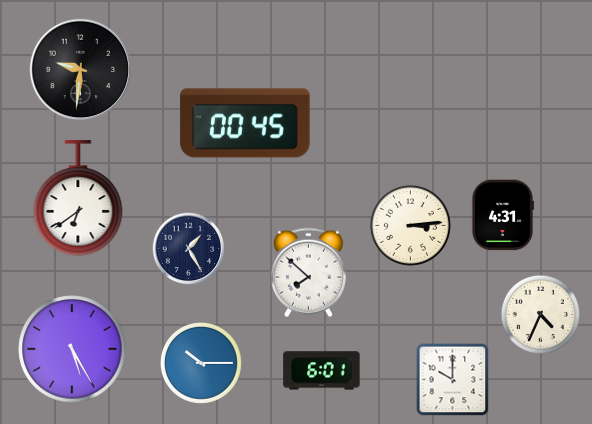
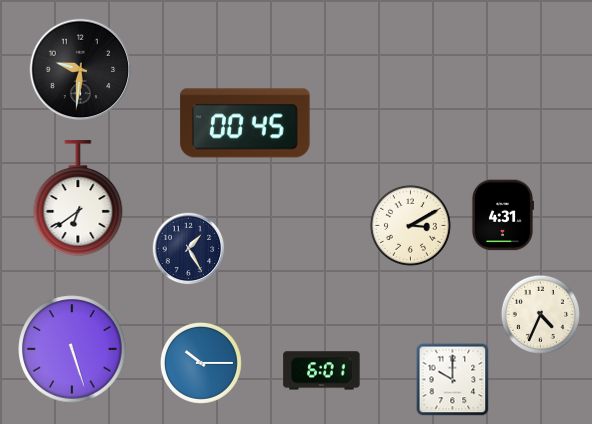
clock at (410, 225): 3:14 -> 3:10
clock at (308, 273): 7:52 -> none
clock at (72, 349): 5:25 -> 5:27
